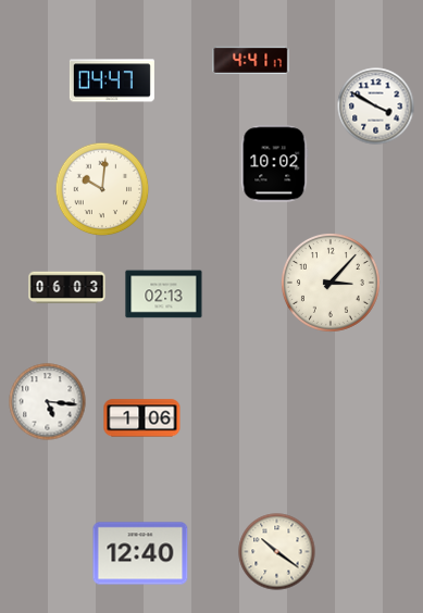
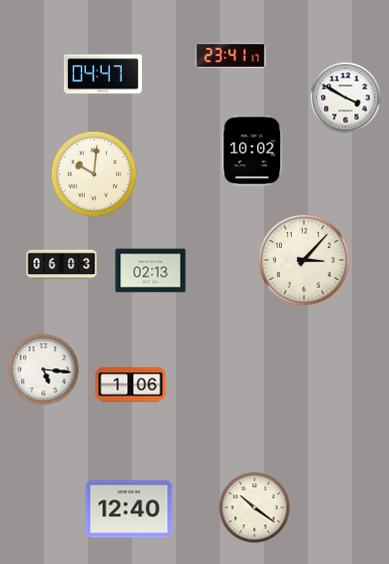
clock at (251, 61): 4:41 -> 23:41
